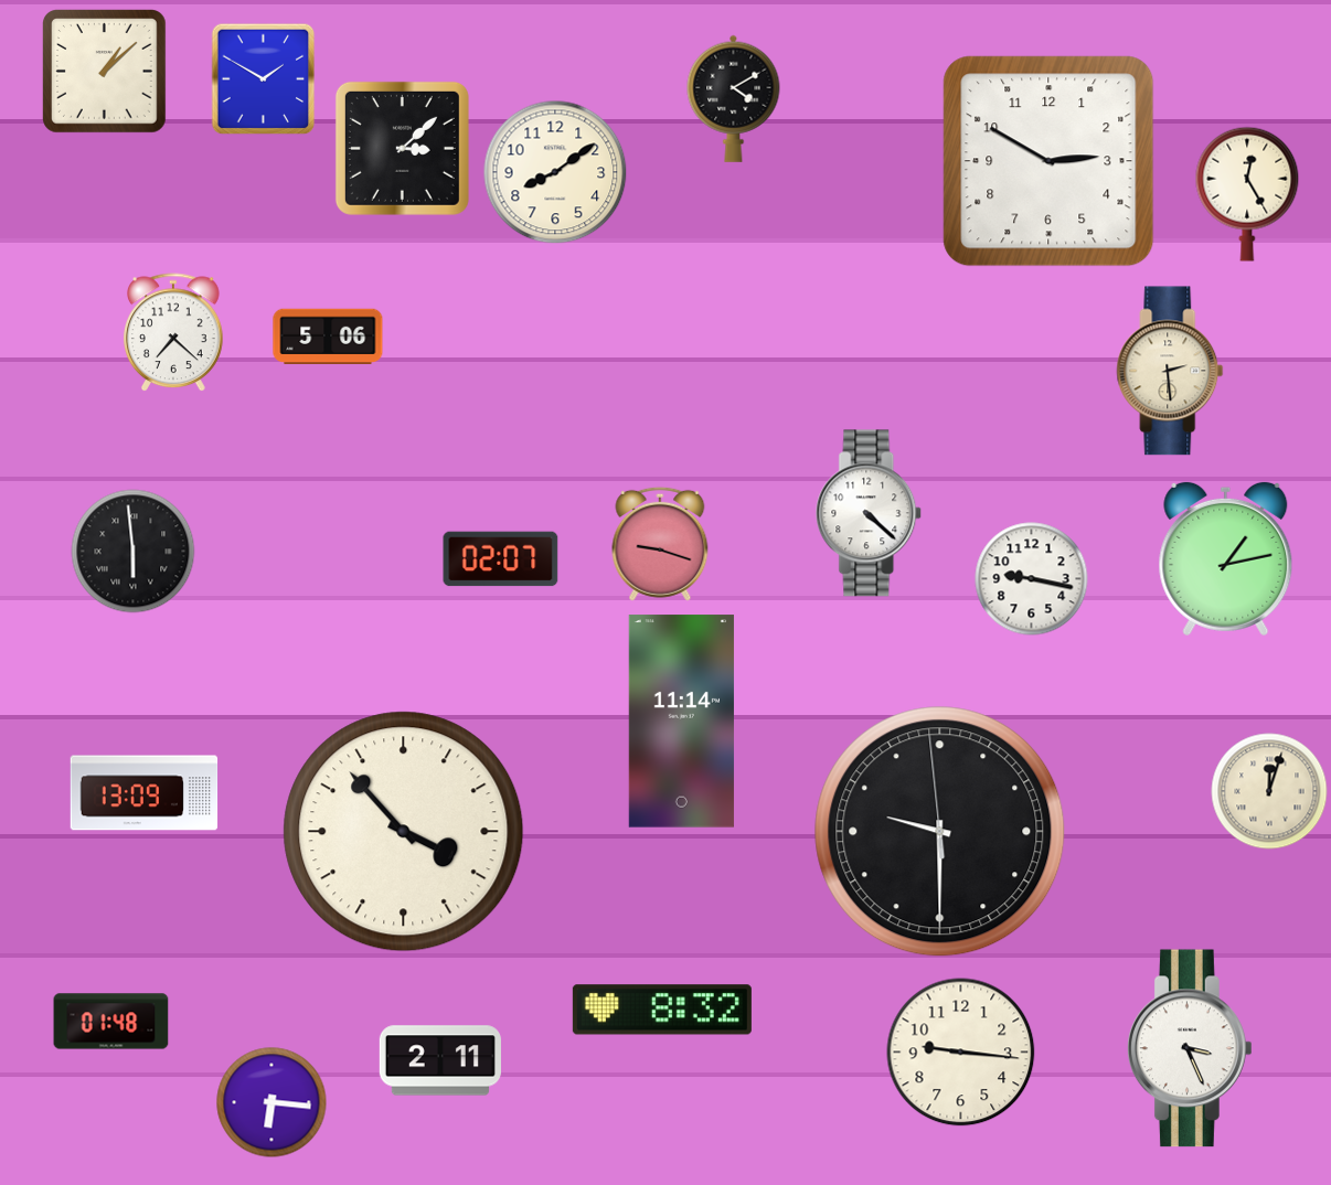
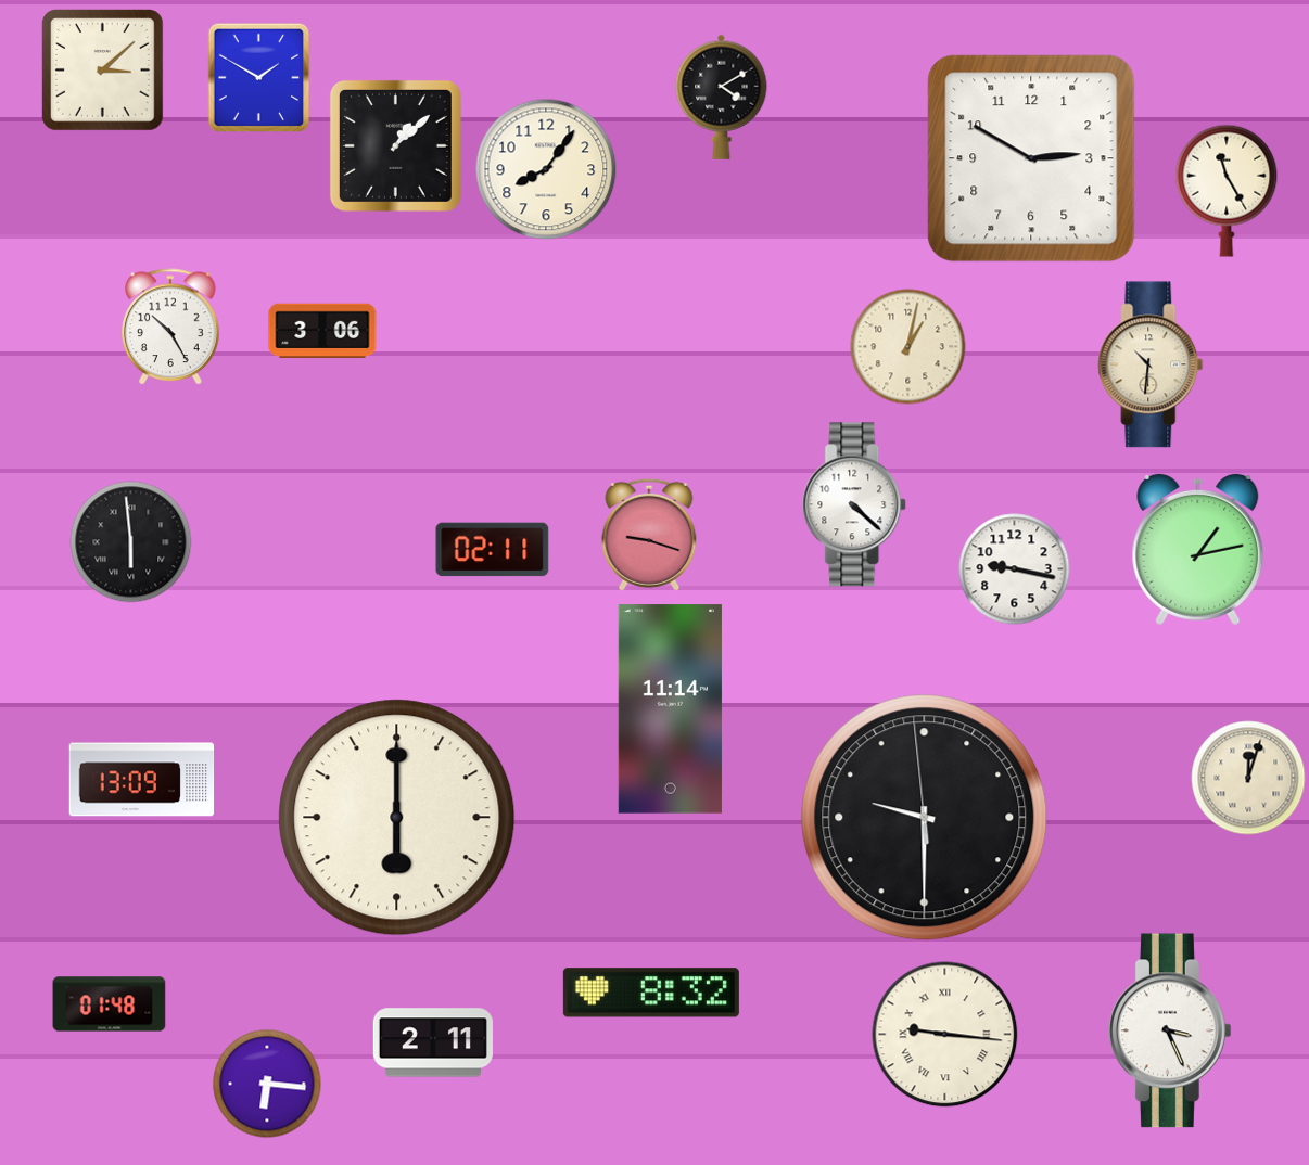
clock at (105, 72): 1:08 -> 3:08
clock at (402, 148): 3:08 -> 1:08
clock at (555, 172): 8:09 -> 8:06
clock at (1247, 194): 12:25 -> 11:25
clock at (174, 333): 7:22 -> 10:25
clock at (328, 335): 5:06 -> 3:06
clock at (908, 347): none -> 1:02
clock at (1170, 371): 2:29 -> 10:31
clock at (501, 559): 02:07 -> 02:11
clock at (1226, 559) position: (1226, 559) -> (1198, 550)
clock at (404, 832): 3:53 -> 6:00
clock at (961, 1053) numerals: Arabic -> Roman
